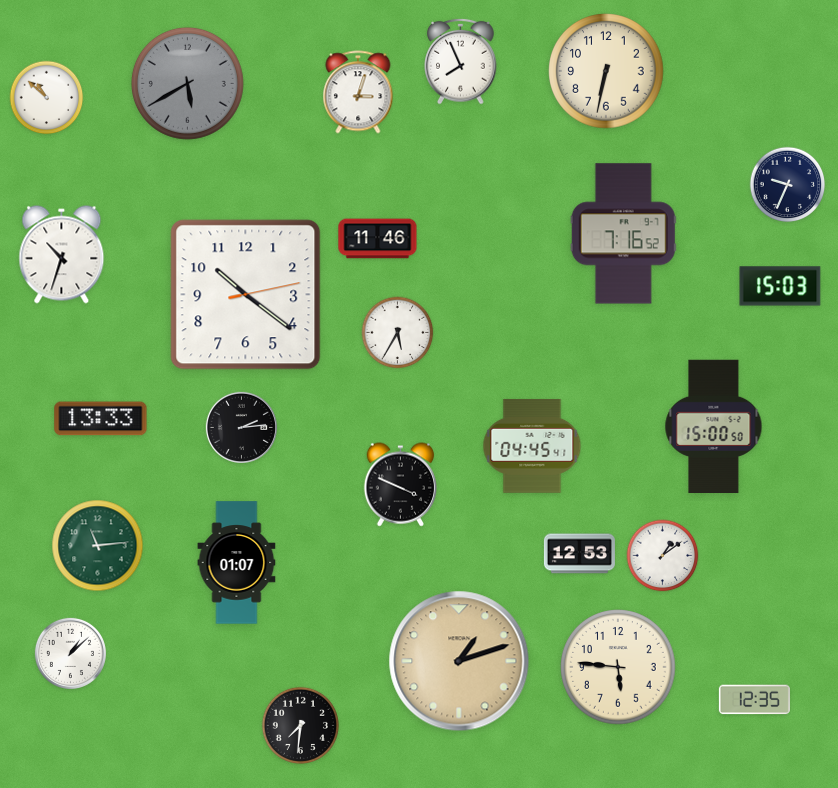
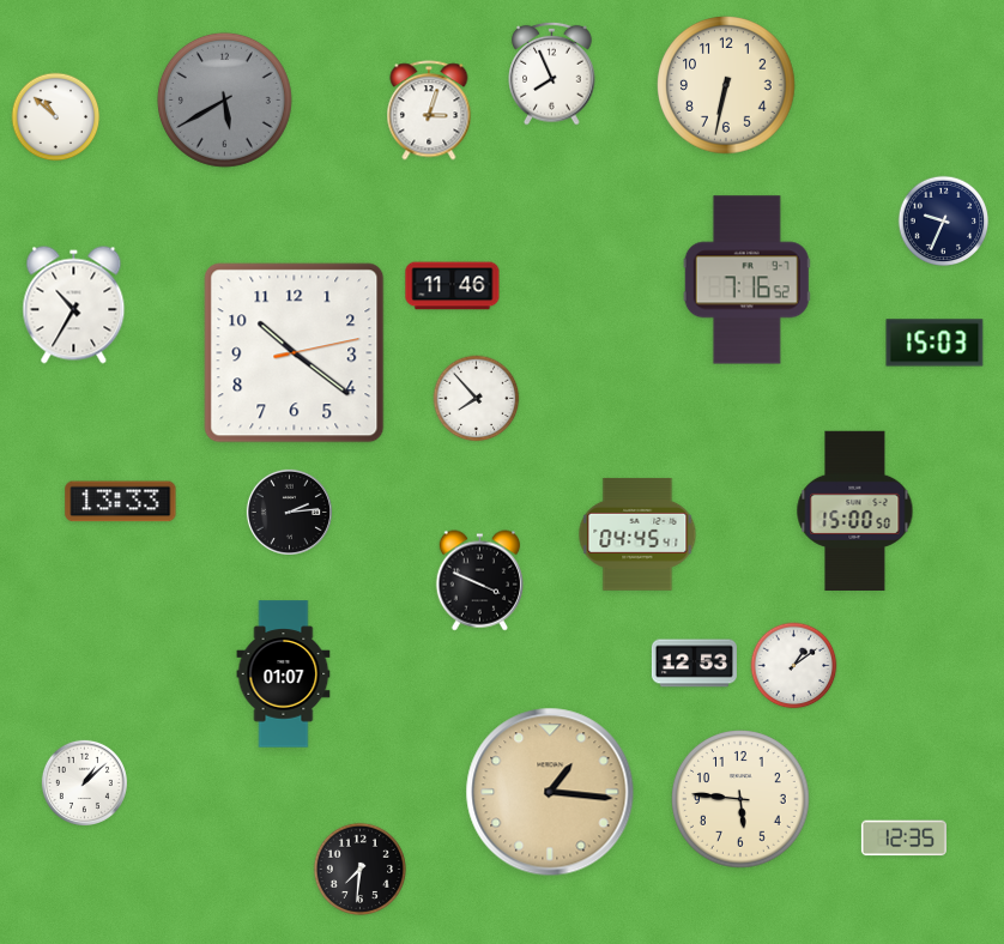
clock at (62, 255): 10:33 -> 10:35
clock at (398, 333): 5:35 -> 7:53
clock at (98, 546): 11:14 -> none
clock at (459, 661): 1:12 -> 1:16
